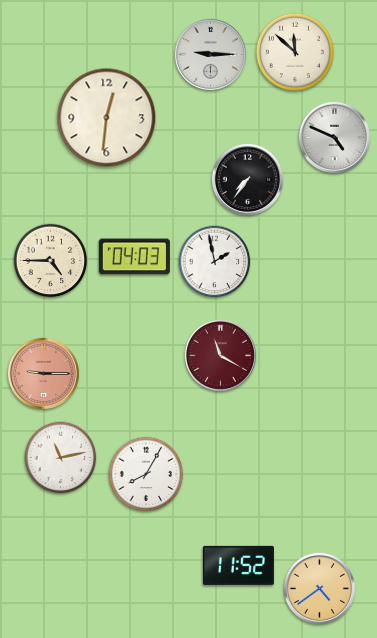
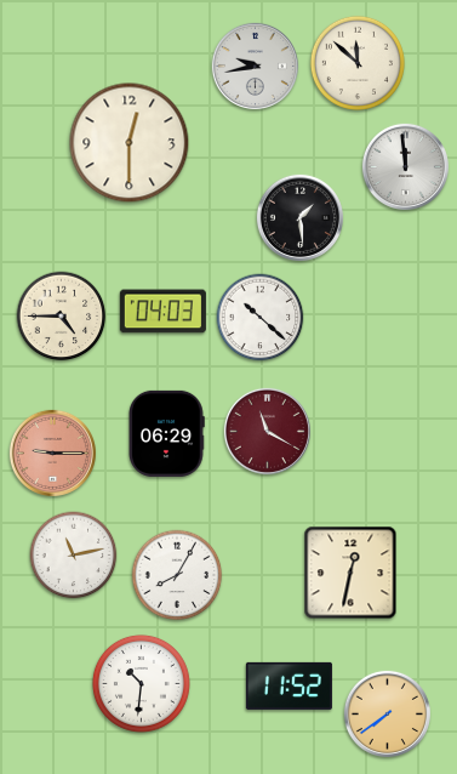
clock at (210, 54): 9:15 -> 9:43
clock at (107, 118): 12:31 -> 12:30
clock at (334, 137): 4:49 -> 11:59
clock at (247, 179): 7:36 -> 1:29
clock at (215, 262): 1:58 -> 10:22
clock at (167, 433): none -> 06:29
clock at (350, 573): none -> 12:32
clock at (141, 683): none -> 10:31
clock at (319, 588): 4:39 -> 7:39
